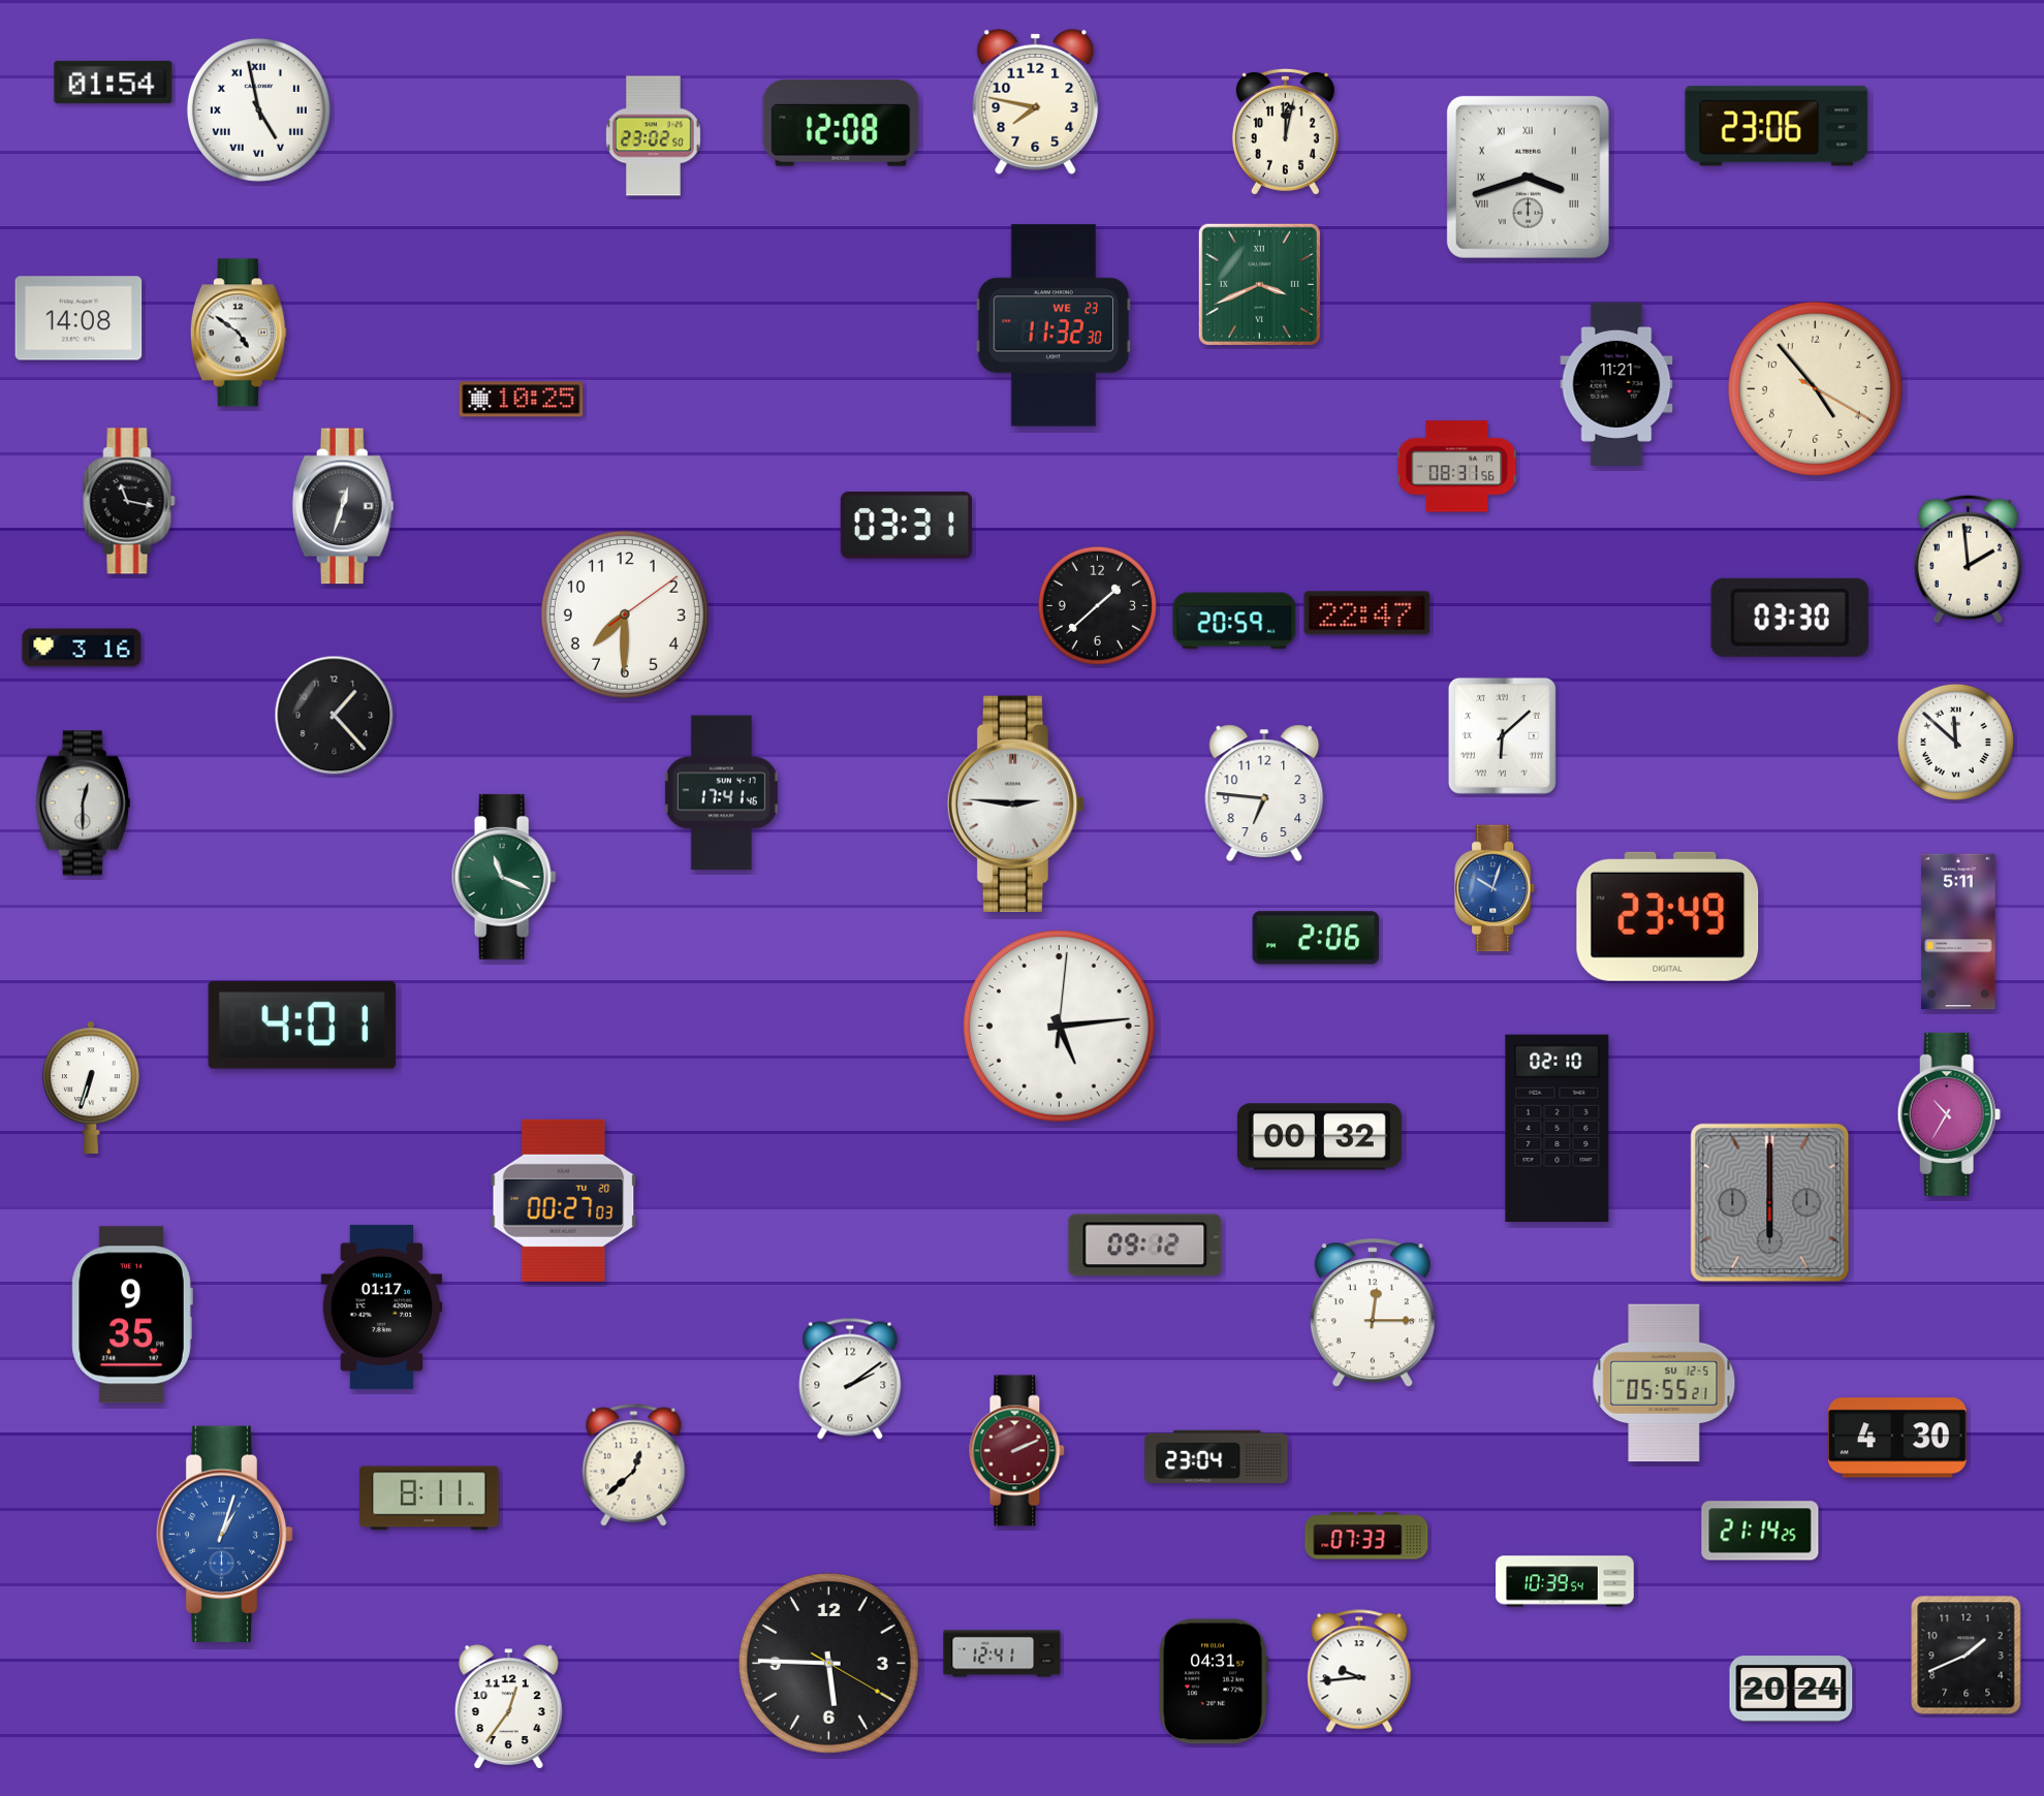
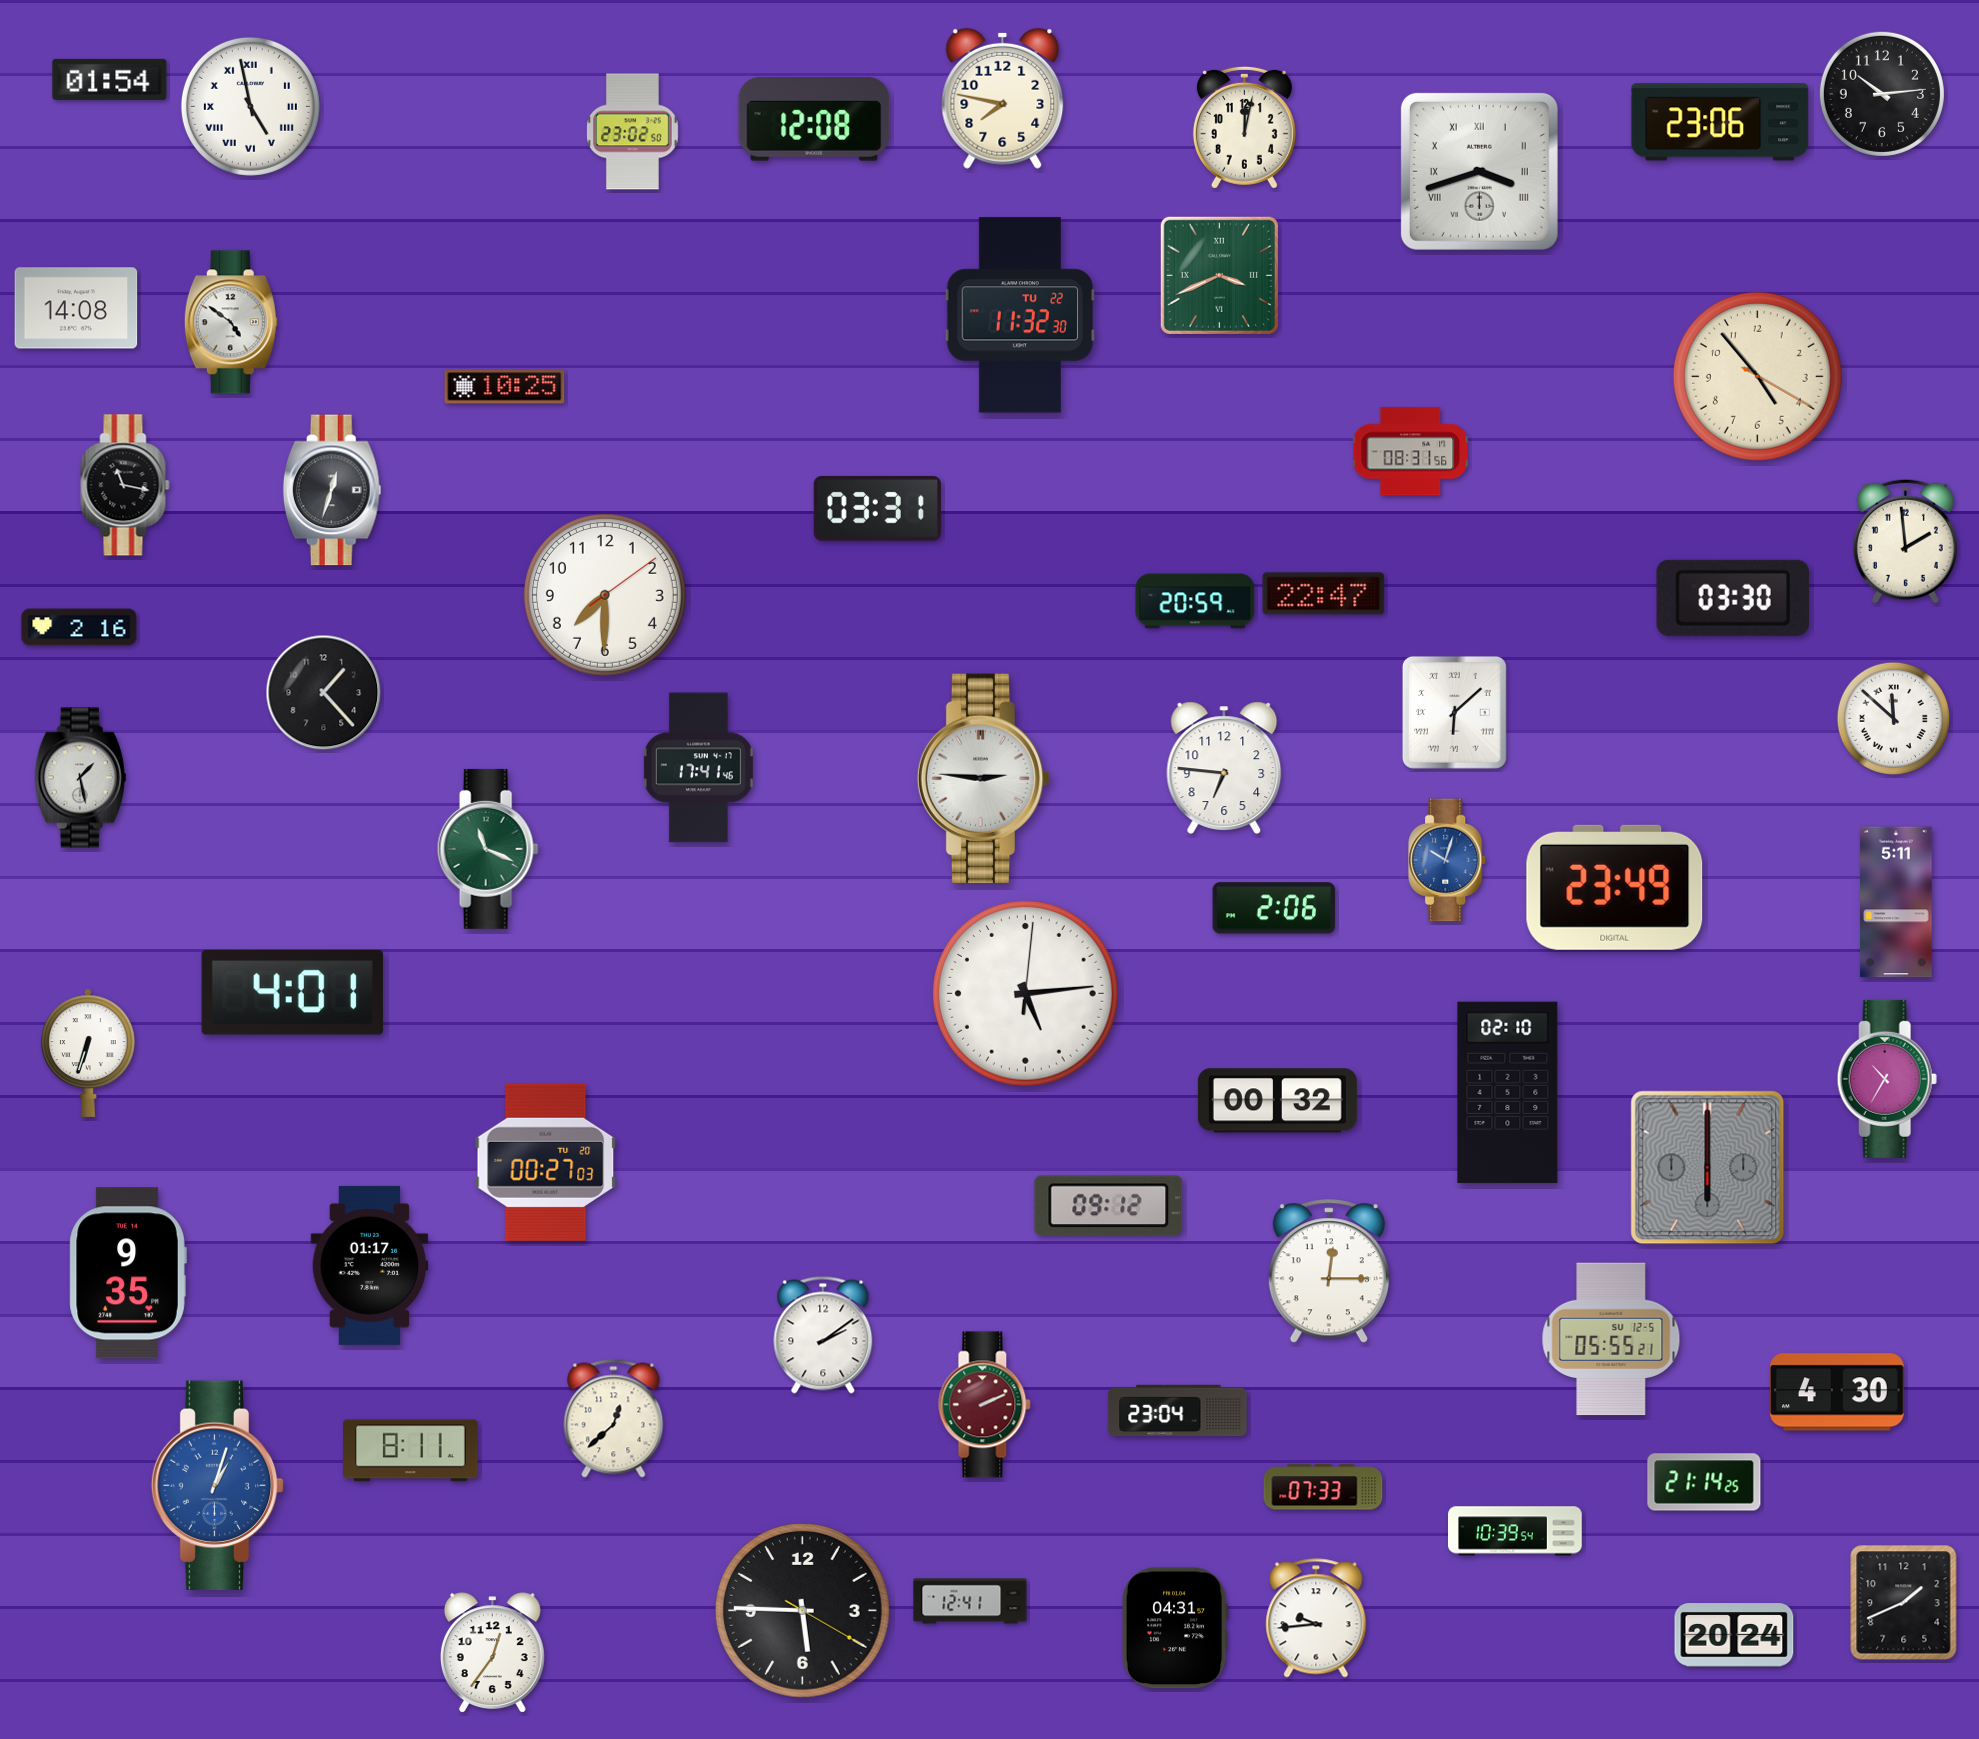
clock at (1882, 94): none -> 10:14
clock at (1054, 325) date: WE 23 -> TU 22
clock at (1616, 384): 11:21 -> none
clock at (1097, 605): 1:38 -> none
clock at (82, 648): 3:16 -> 2:16
clock at (83, 804): 12:30 -> 1:28
clock at (1770, 1203) position: (1770, 1203) -> (1708, 1168)
clock at (430, 1499) position: (430, 1499) -> (411, 1451)
